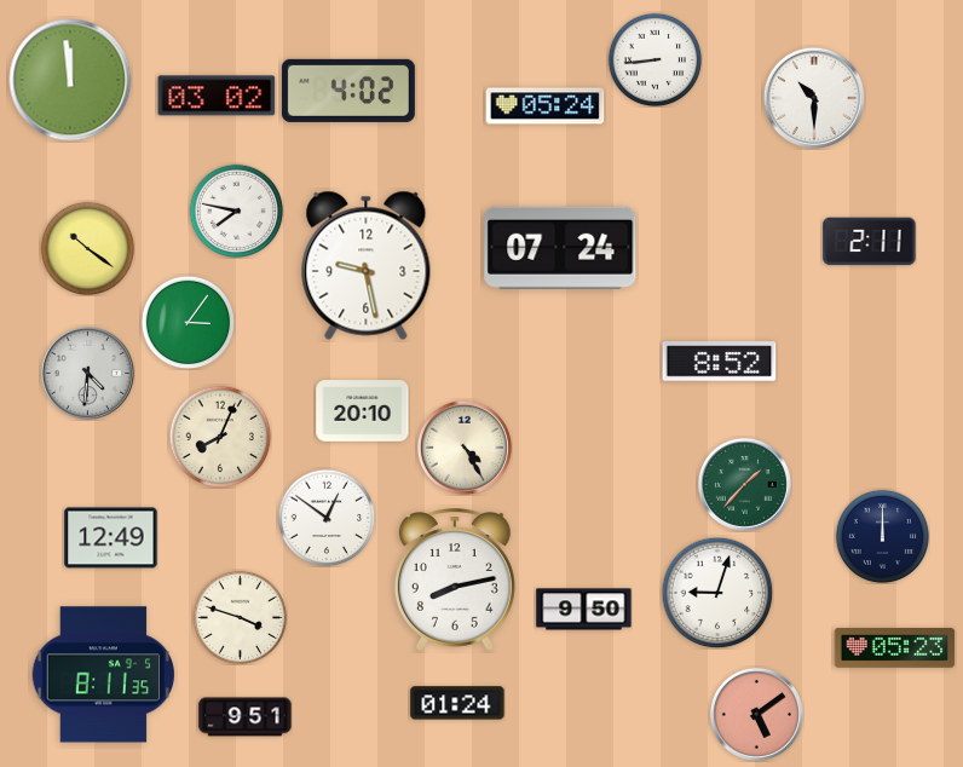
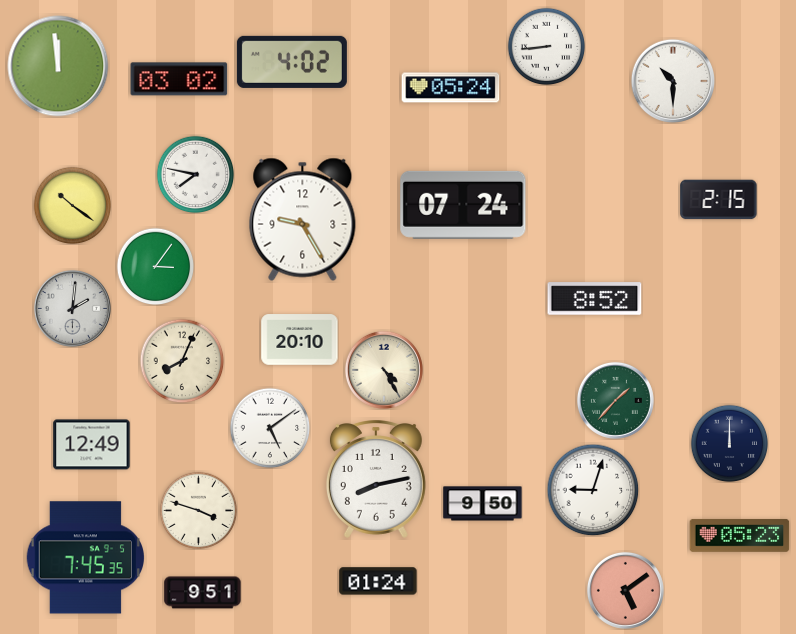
clock at (655, 59) position: (655, 59) -> (546, 46)
clock at (348, 91) position: (348, 91) -> (292, 62)
clock at (870, 242): 2:11 -> 2:15
clock at (367, 265): 9:28 -> 9:25
clock at (87, 373): 4:31 -> 2:01
clock at (327, 518): 12:51 -> 5:09
clock at (103, 675): 8:11 -> 7:45
